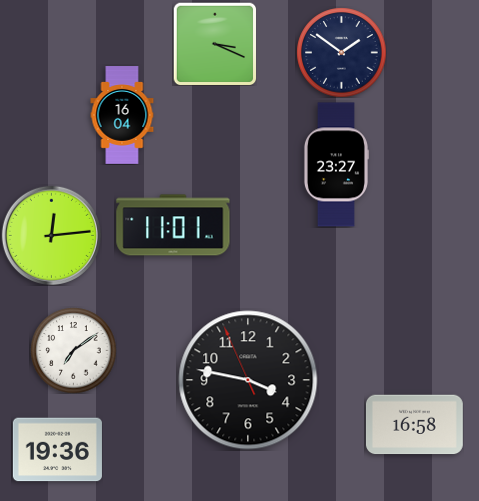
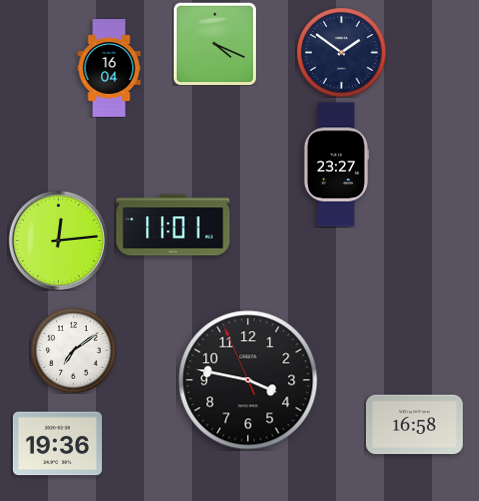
clock at (215, 44): 3:19 -> 4:19
clock at (122, 115) position: (122, 115) -> (109, 68)
clock at (51, 235) position: (51, 235) -> (58, 240)
clock at (57, 450) position: (57, 450) -> (57, 444)
